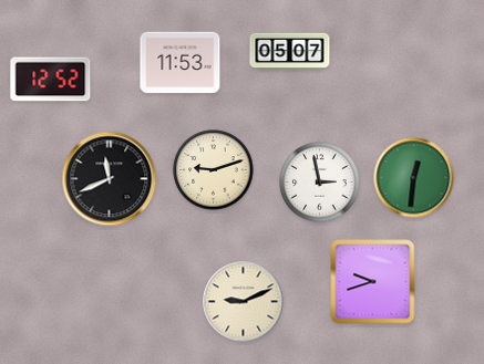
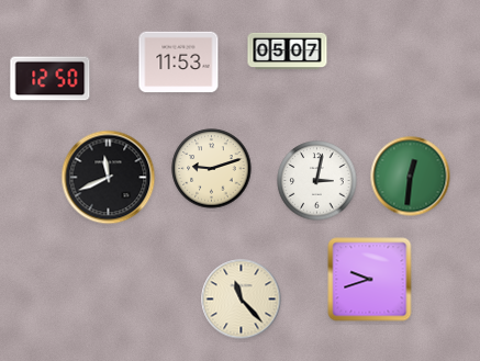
clock at (51, 80): 12:52 -> 12:50
clock at (320, 183): 2:58 -> 3:02
clock at (244, 302): 9:11 -> 11:23
